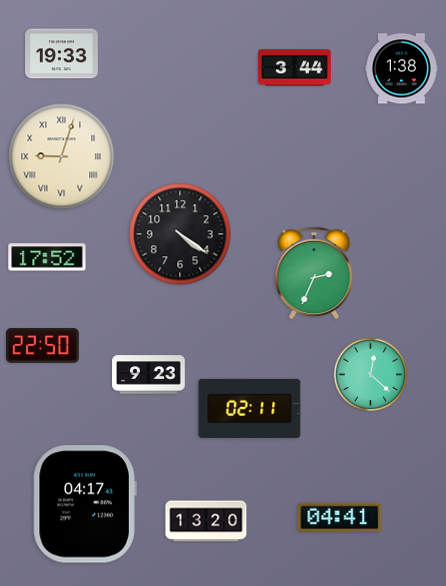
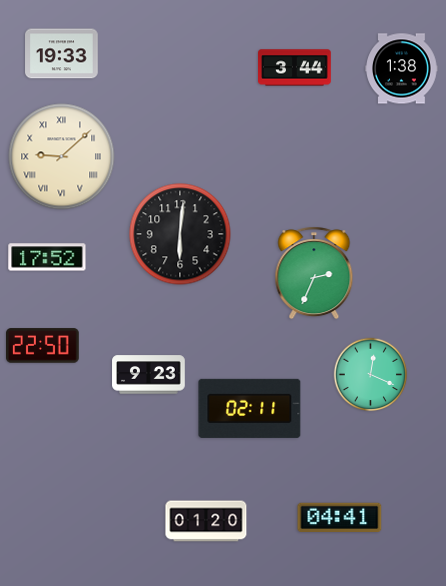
clock at (62, 157): 9:03 -> 9:08
clock at (180, 234): 4:21 -> 6:01
clock at (371, 375): 12:22 -> 12:19
clock at (85, 504): 04:17 -> none
clock at (206, 521): 13:20 -> 01:20
